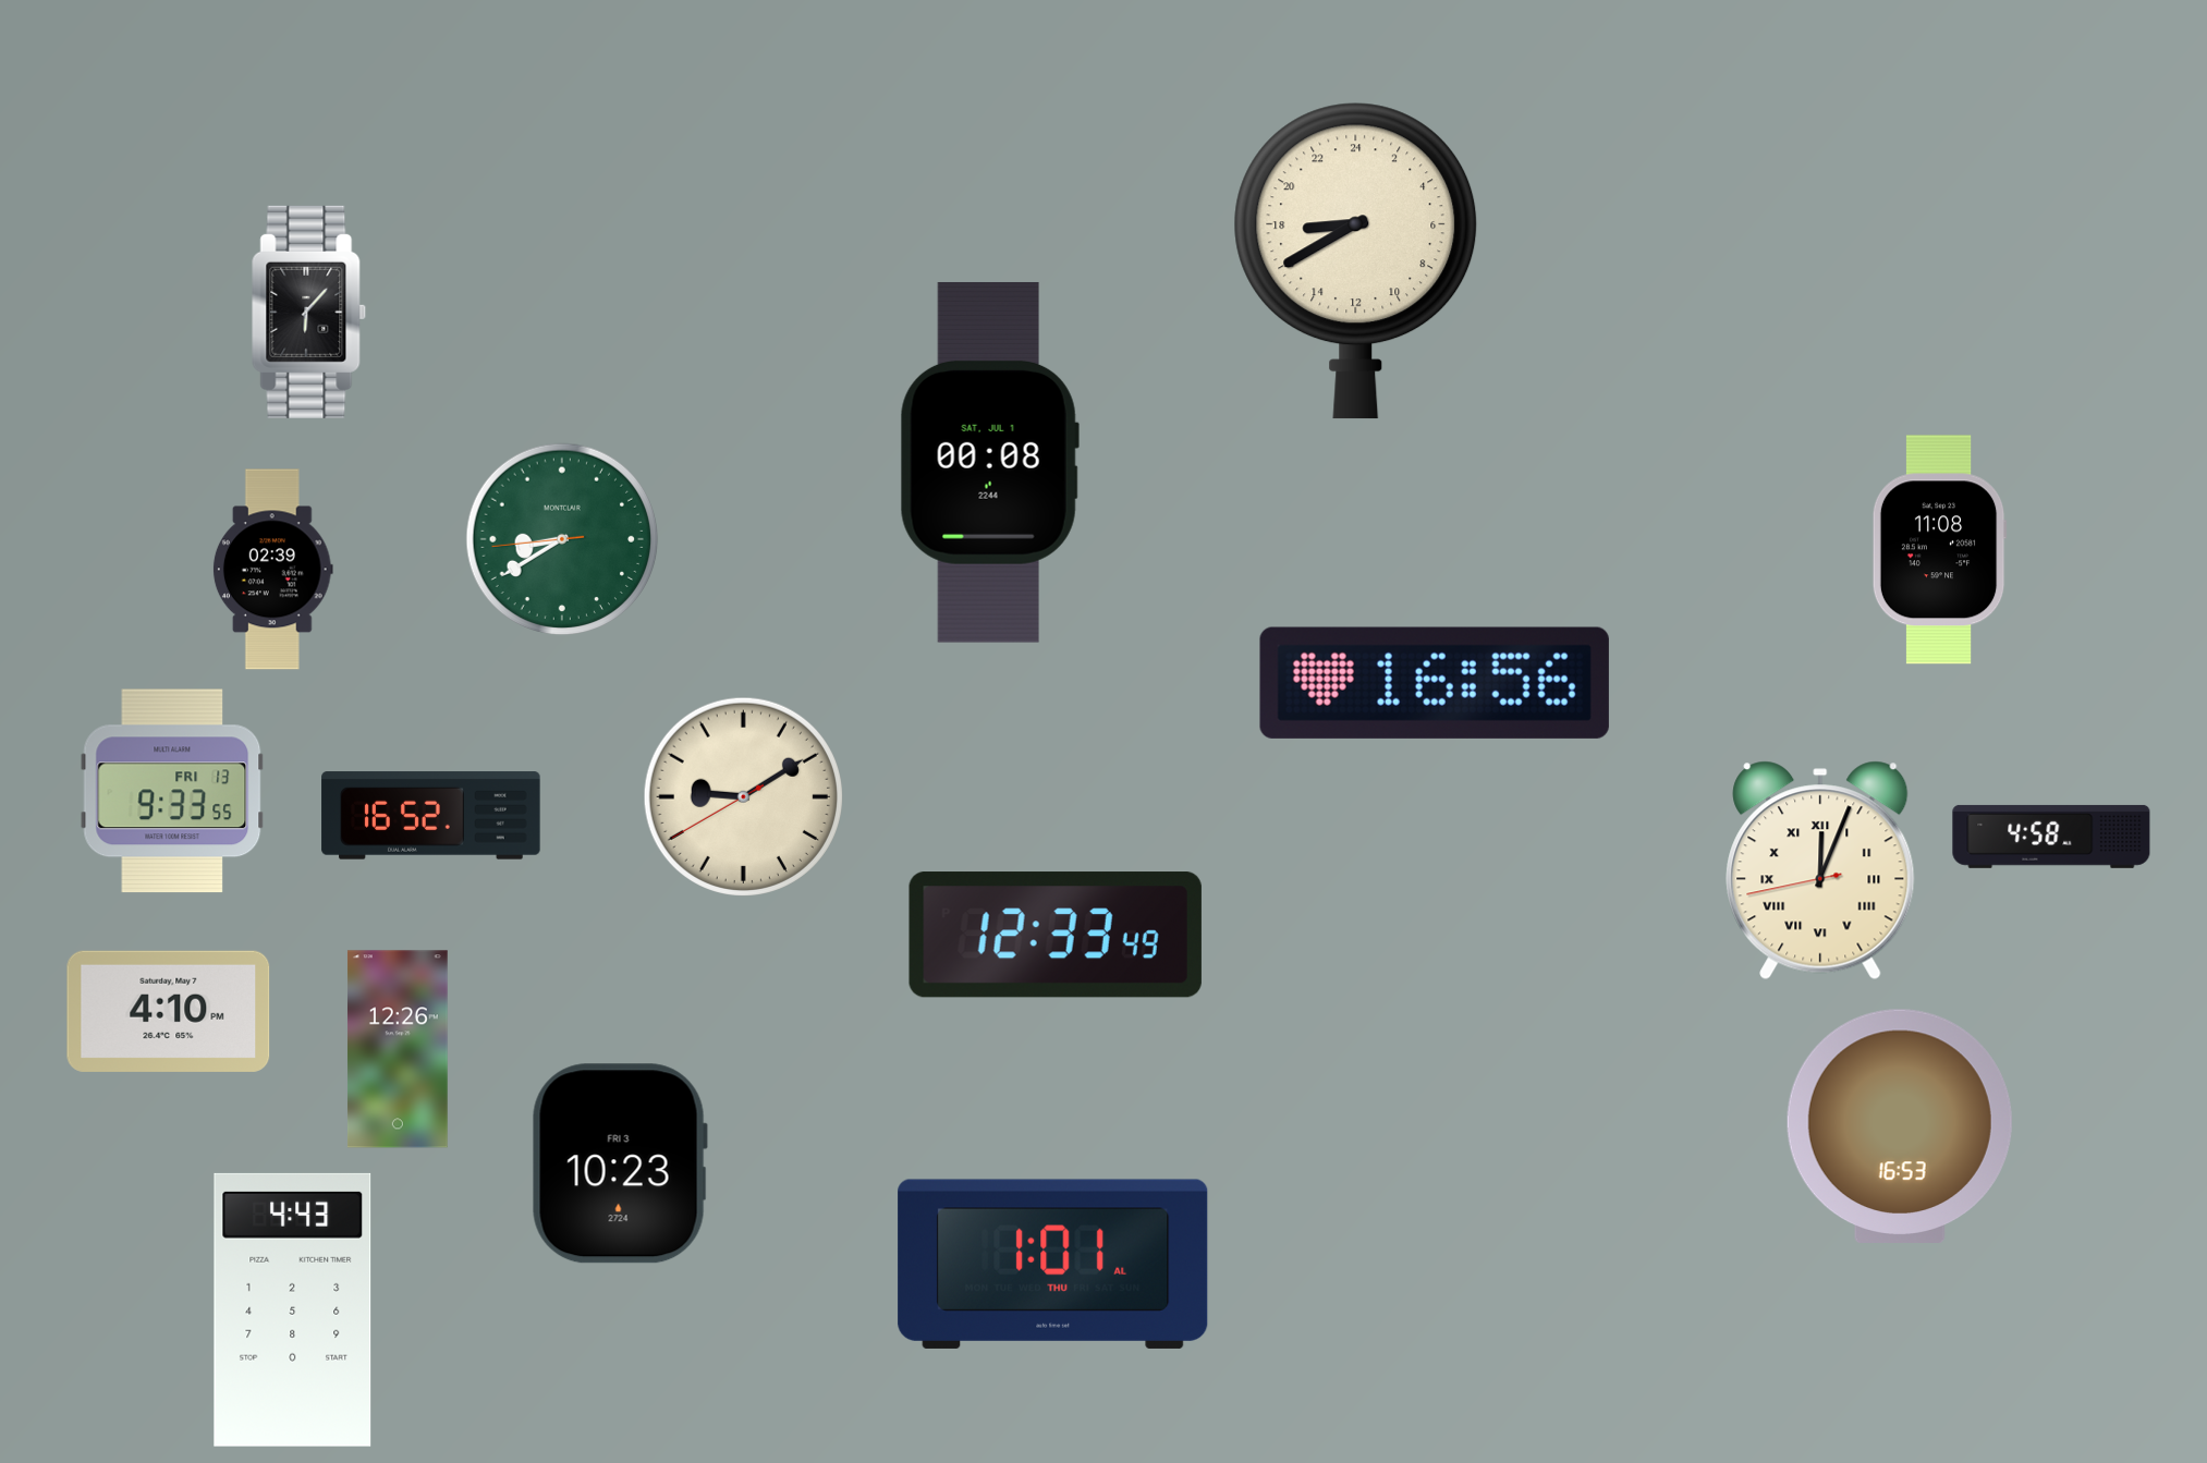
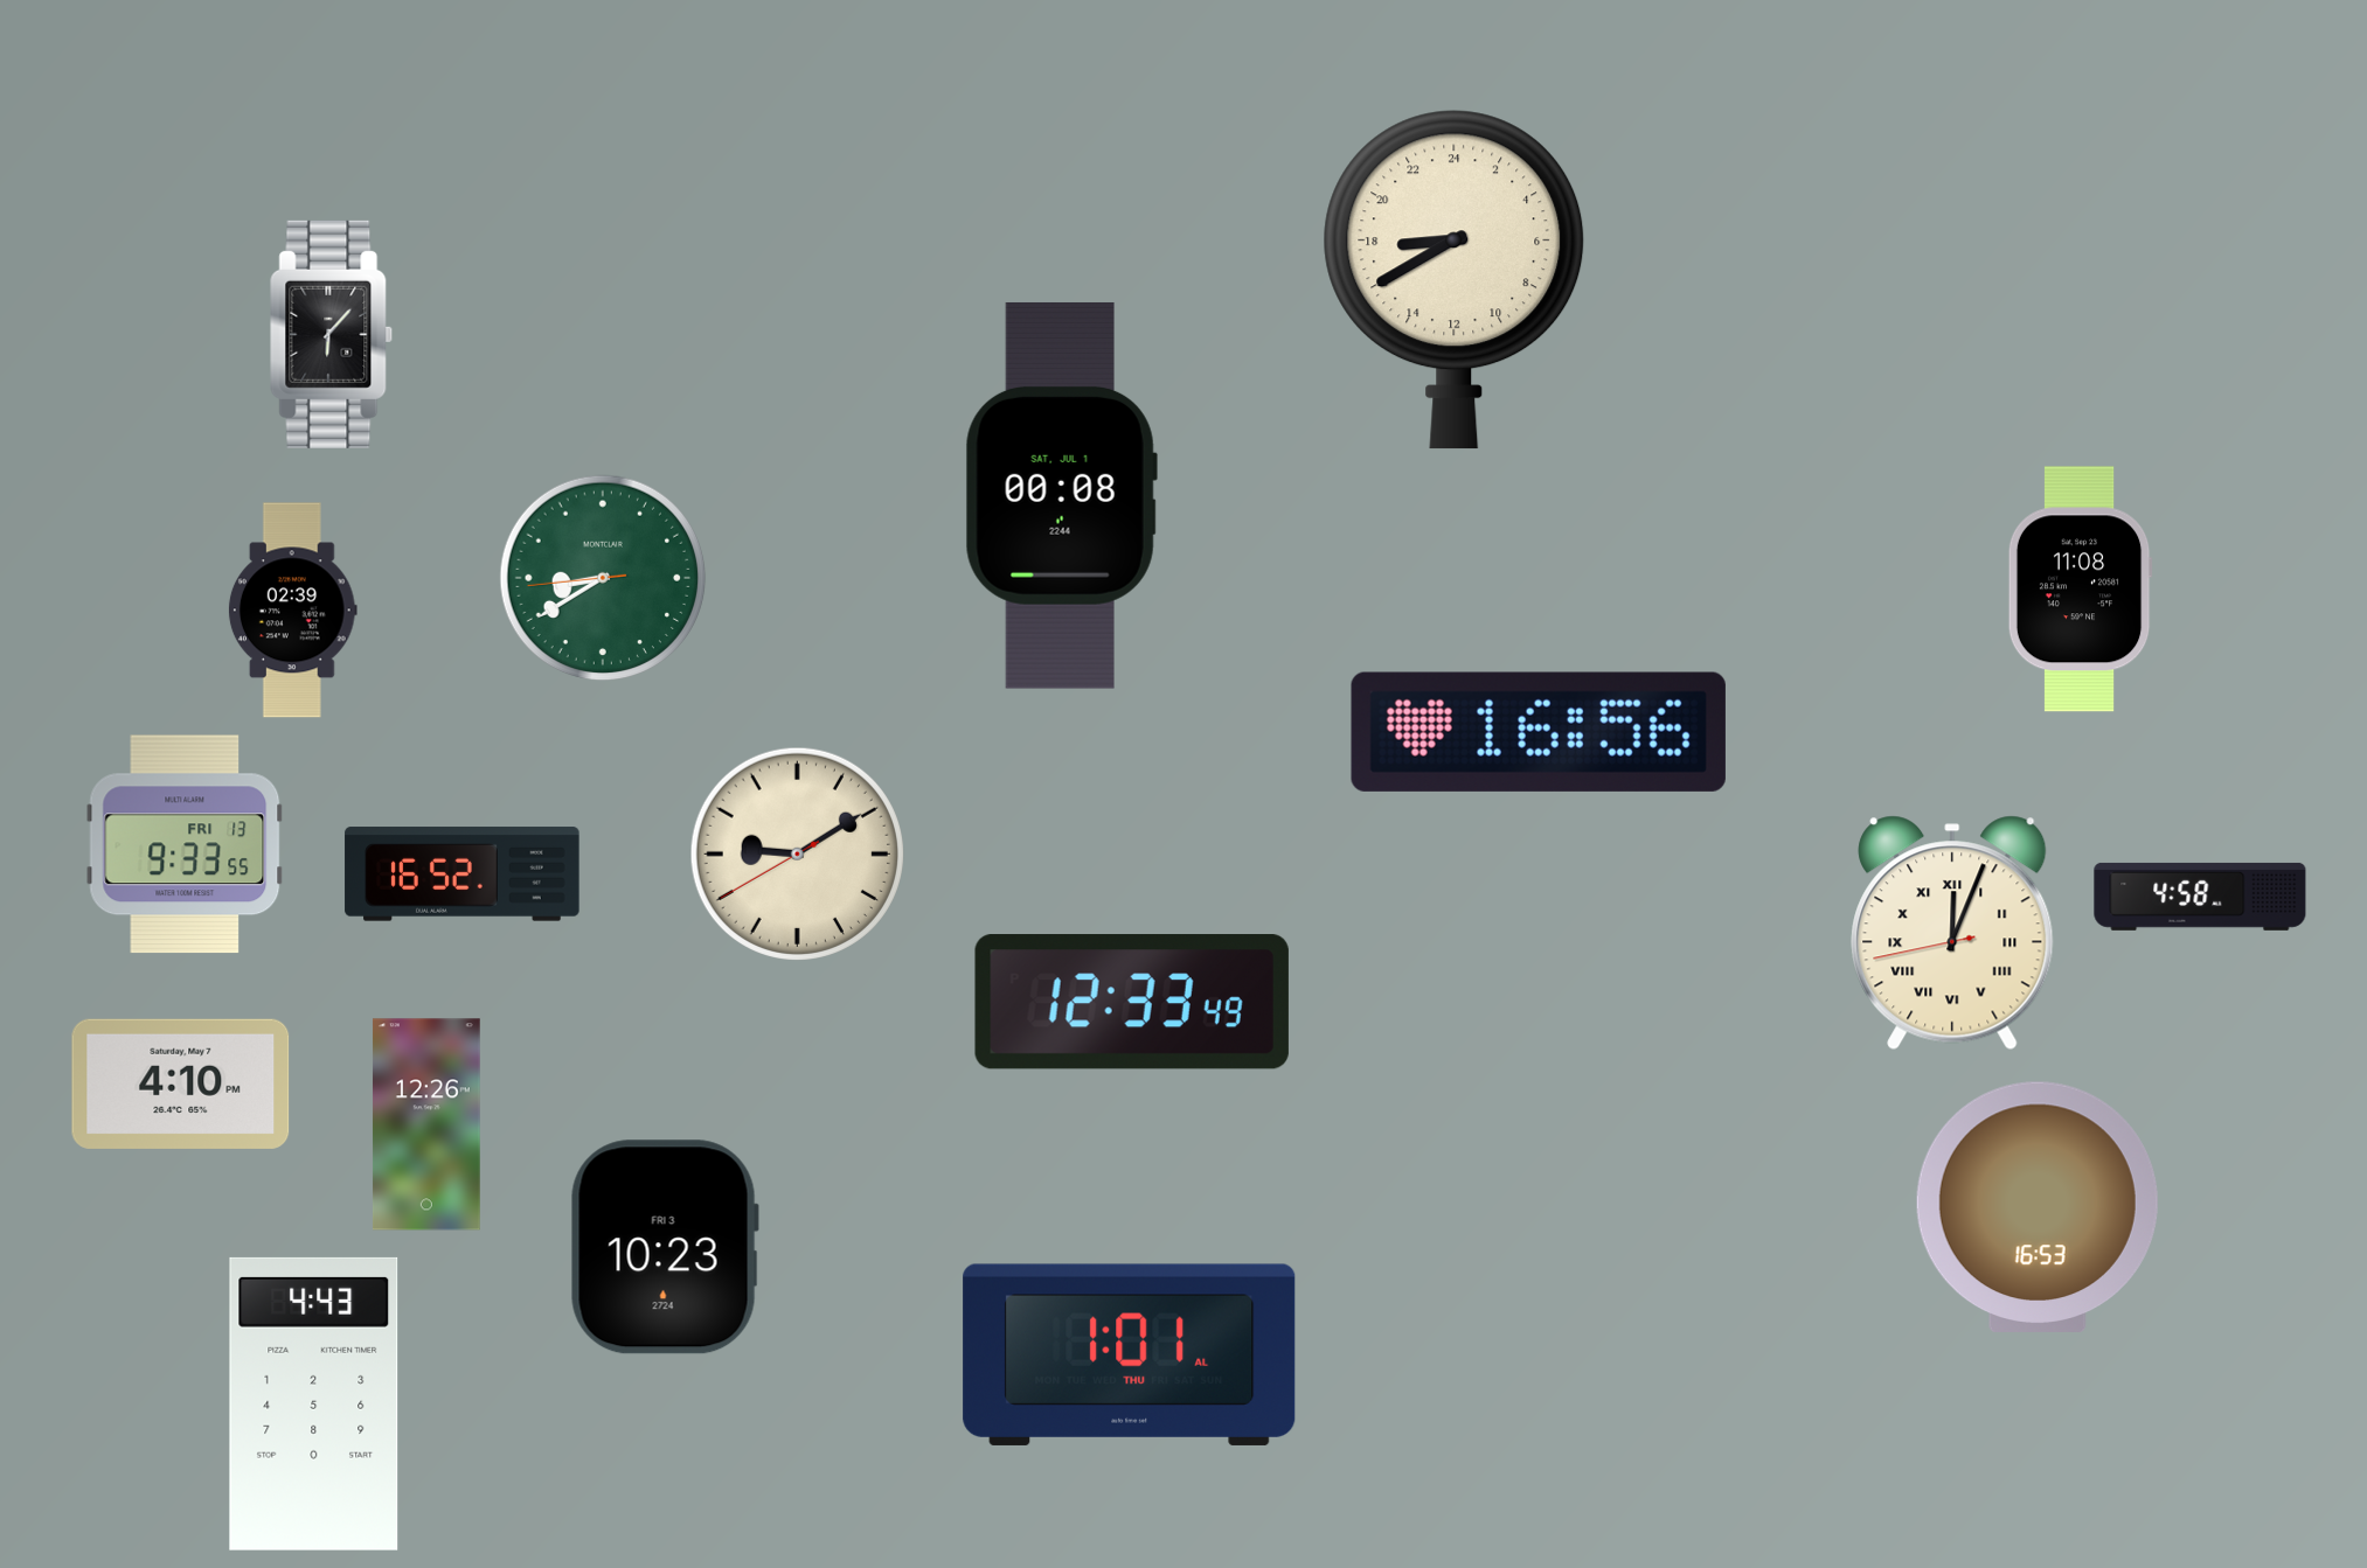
clock at (172, 791) position: (172, 791) -> (185, 844)
